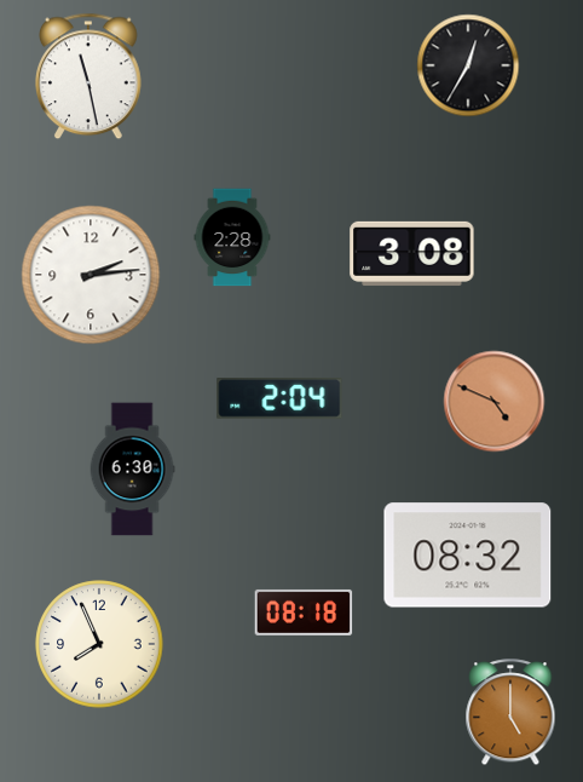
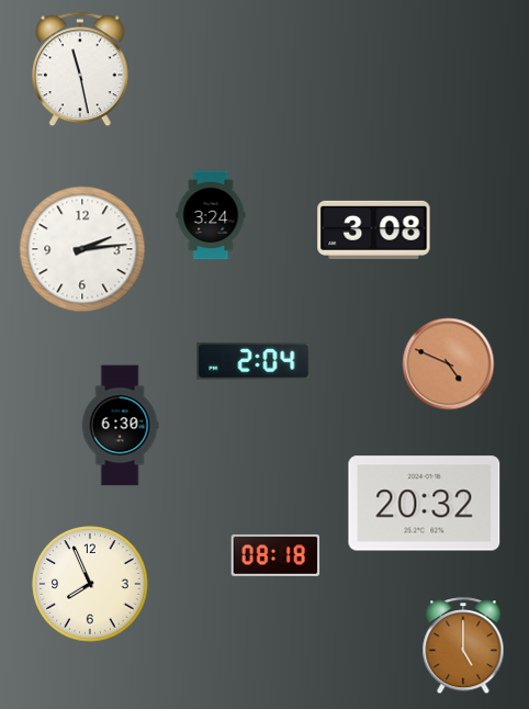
clock at (468, 65): 12:35 -> none
clock at (232, 237): 2:28 -> 3:24
clock at (468, 556): 08:32 -> 20:32
